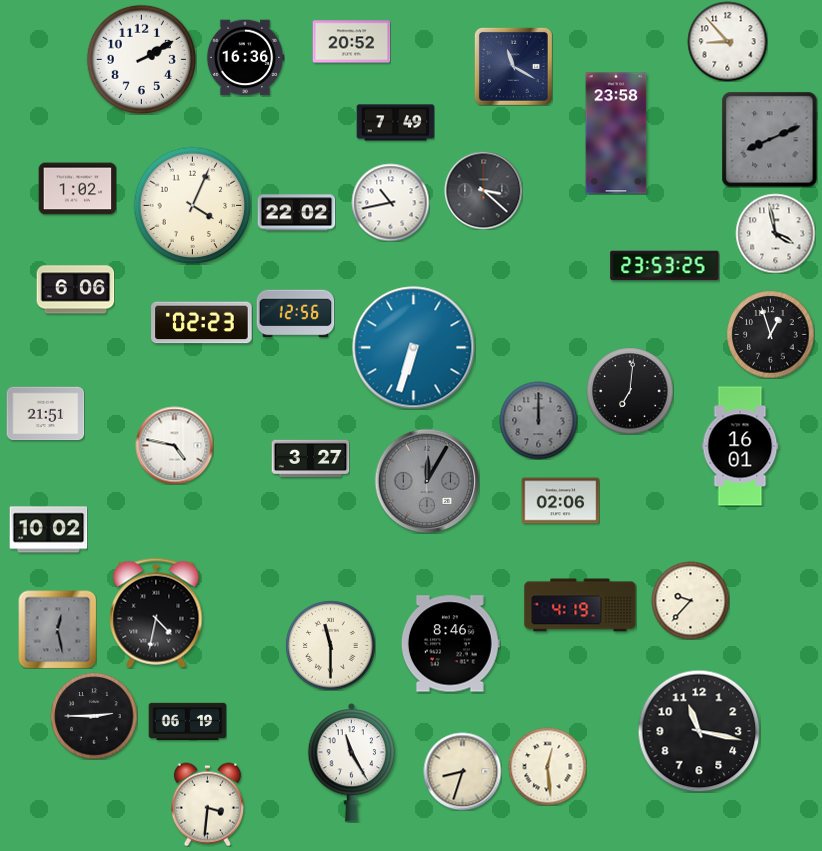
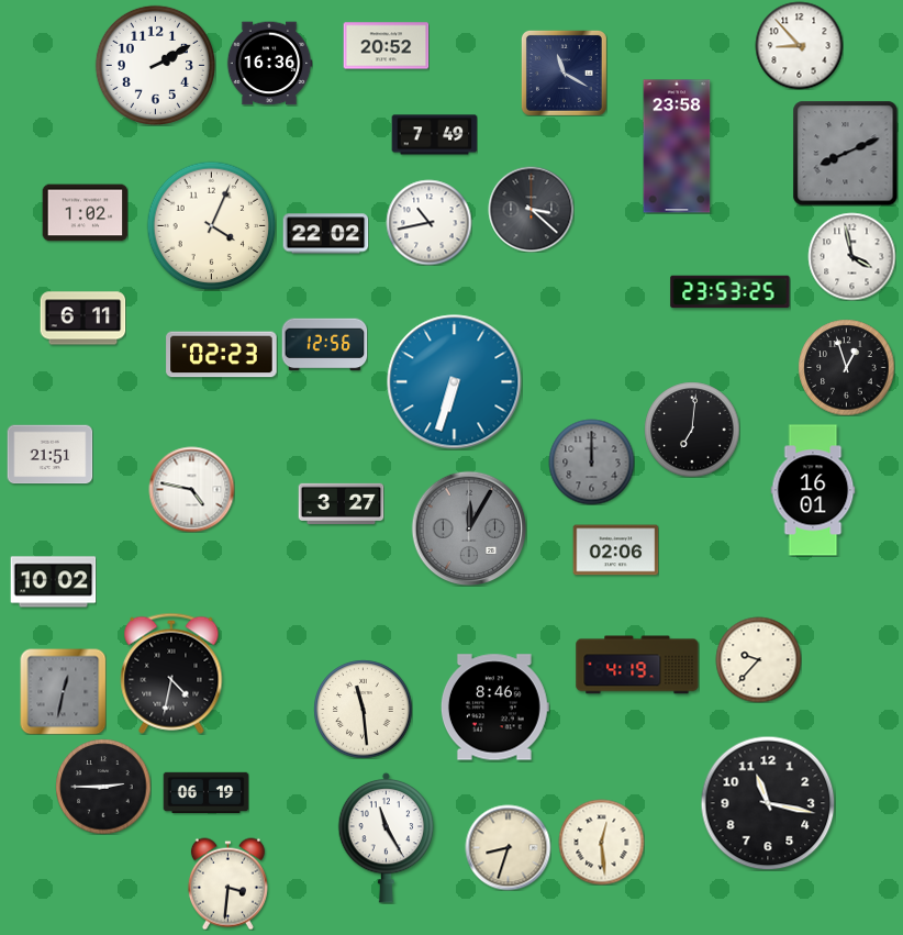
clock at (77, 189) position: (77, 189) -> (85, 213)
clock at (75, 290): 6:06 -> 6:11
clock at (57, 629): 12:28 -> 12:32
clock at (330, 645): 11:30 -> 11:29
